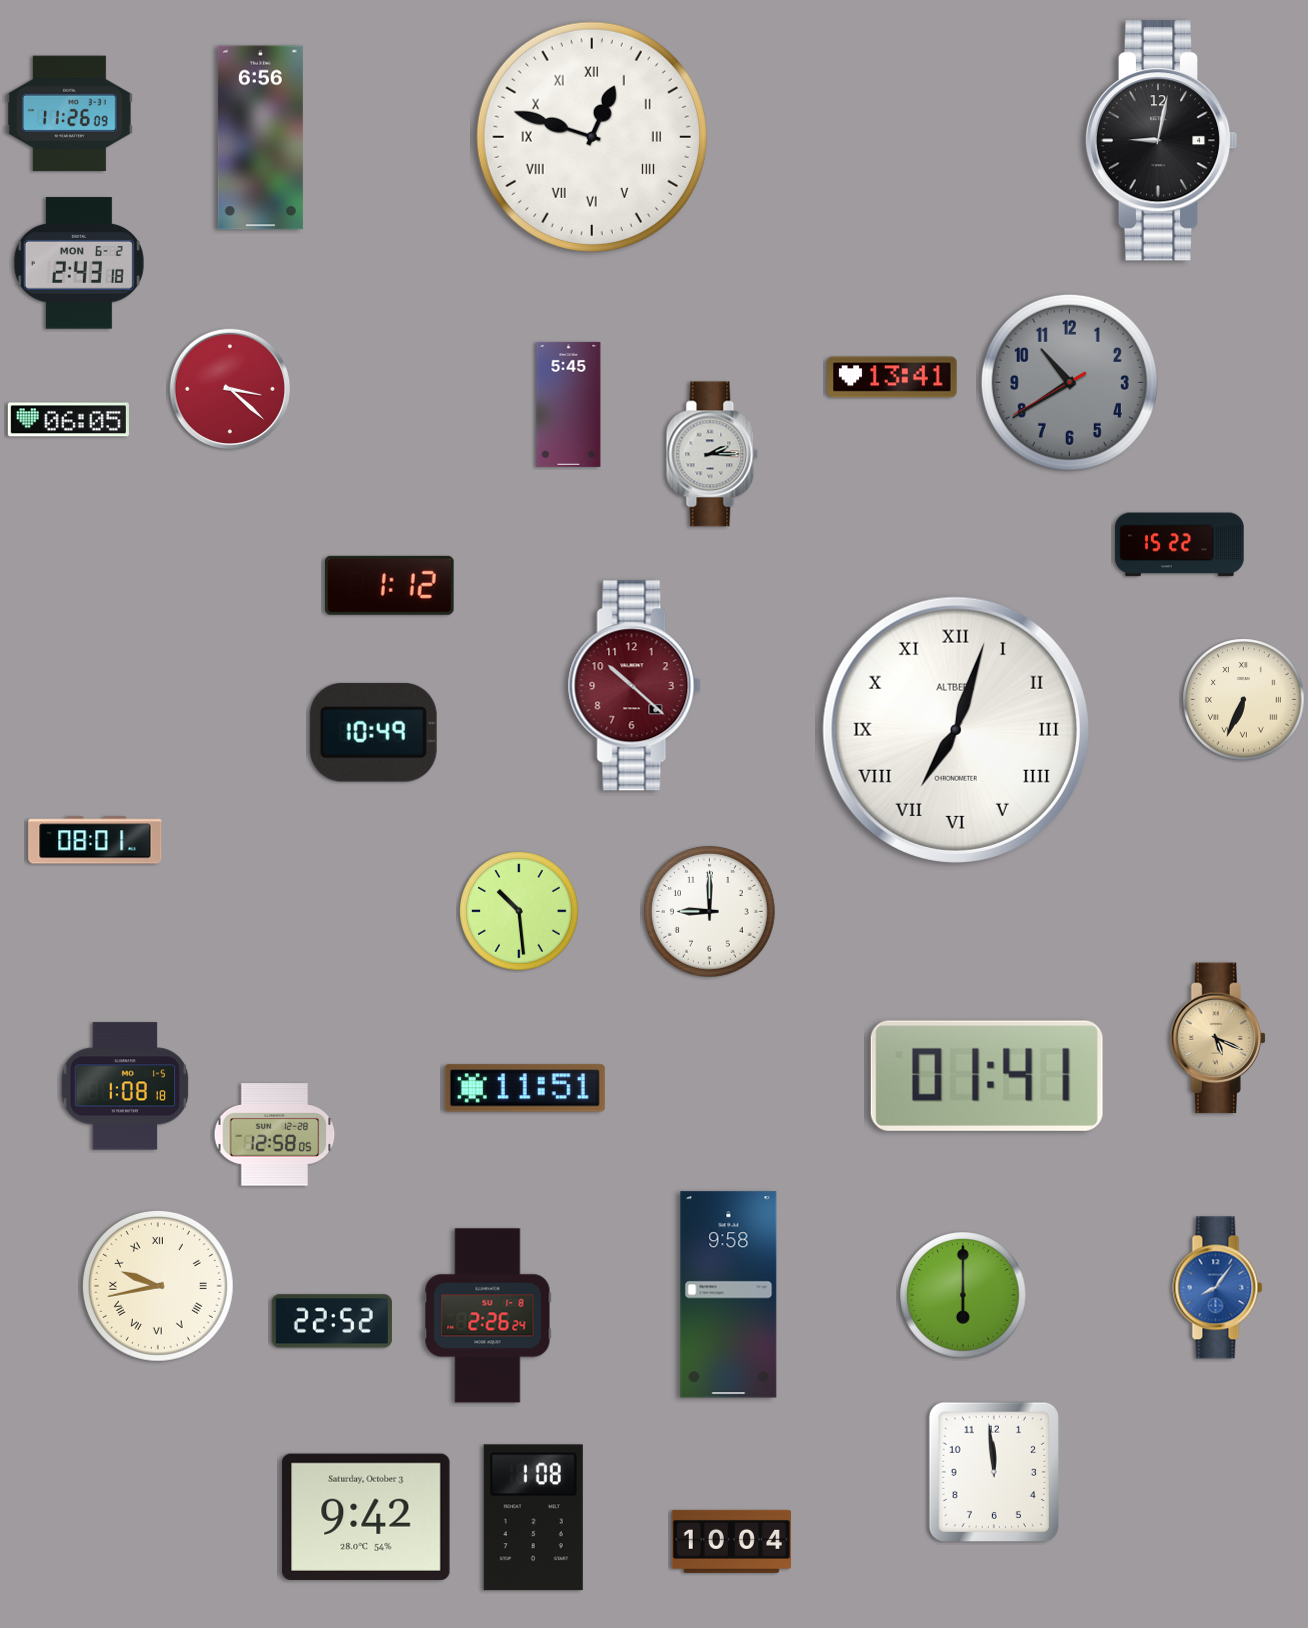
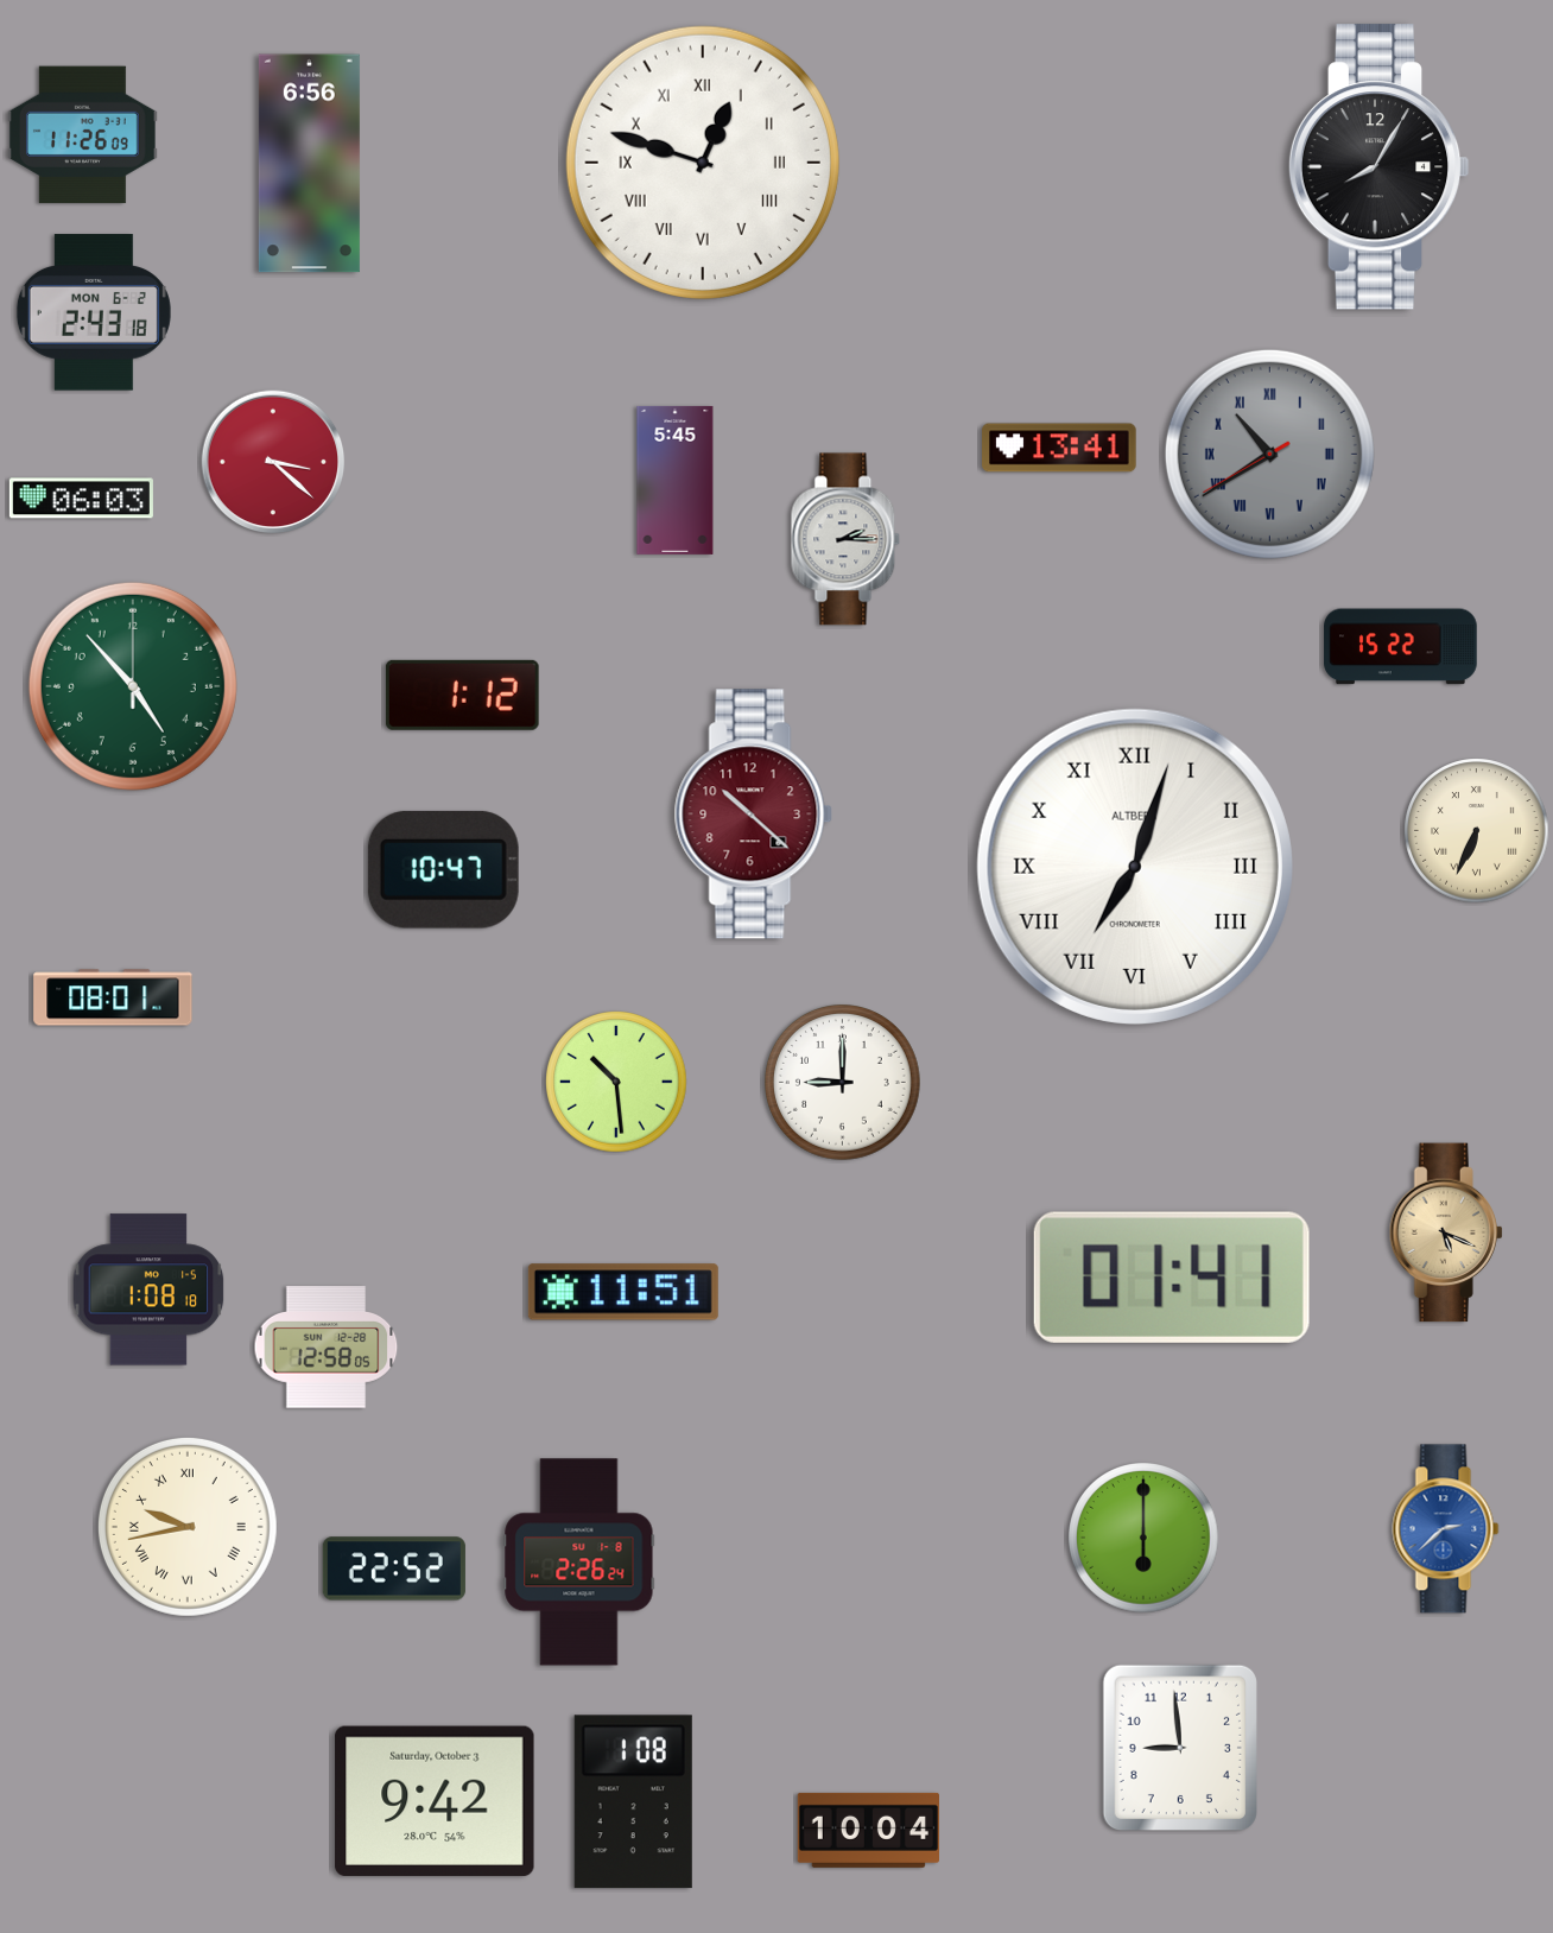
clock at (1161, 141): 9:02 -> 8:05
clock at (1069, 382) numerals: Arabic -> Roman
clock at (68, 420): 06:05 -> 06:03
clock at (133, 686): none -> 4:53
clock at (373, 732): 10:49 -> 10:47
clock at (1218, 1288): 8:06 -> 2:38
clock at (729, 1295): 9:58 -> none
clock at (994, 1471): 11:59 -> 8:59
